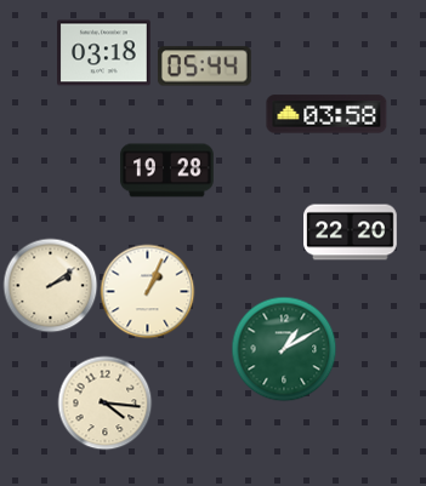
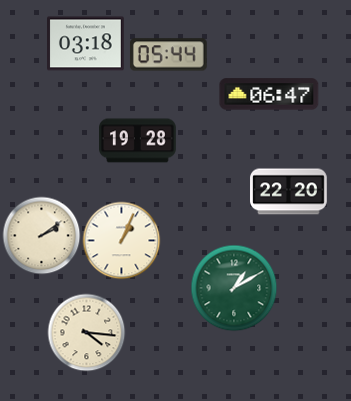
clock at (326, 114): 03:58 -> 06:47
